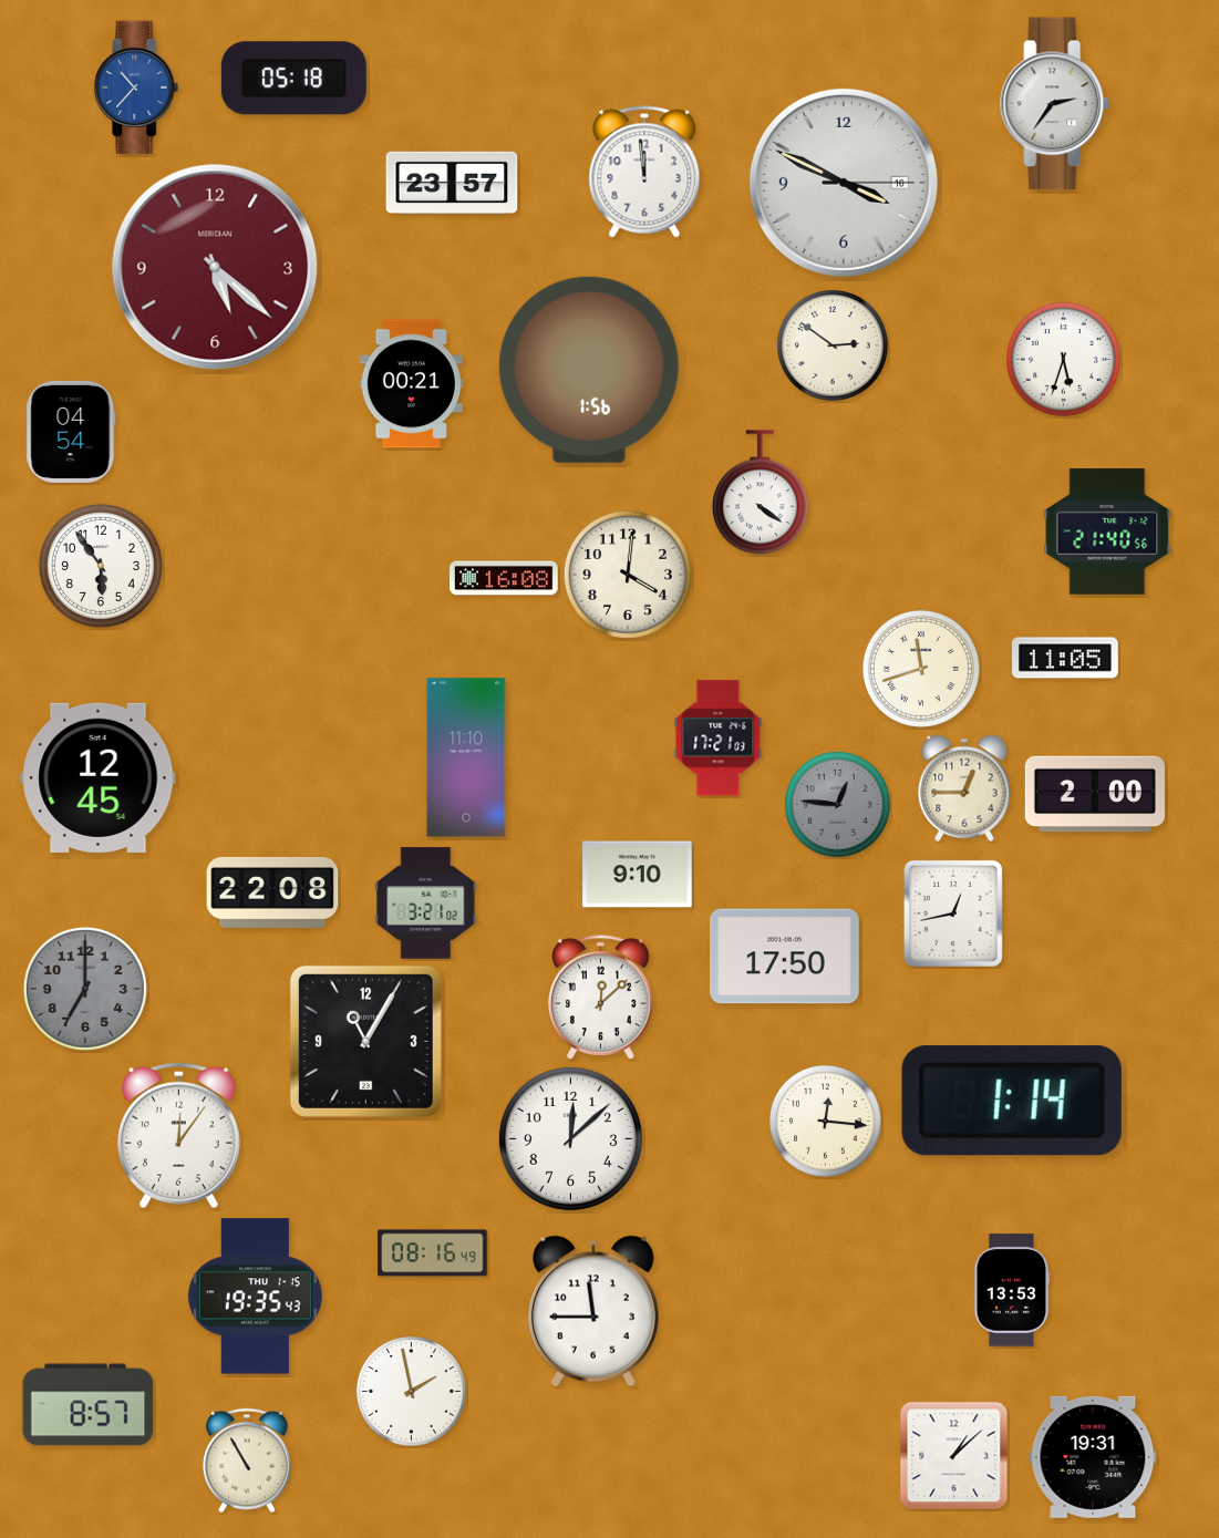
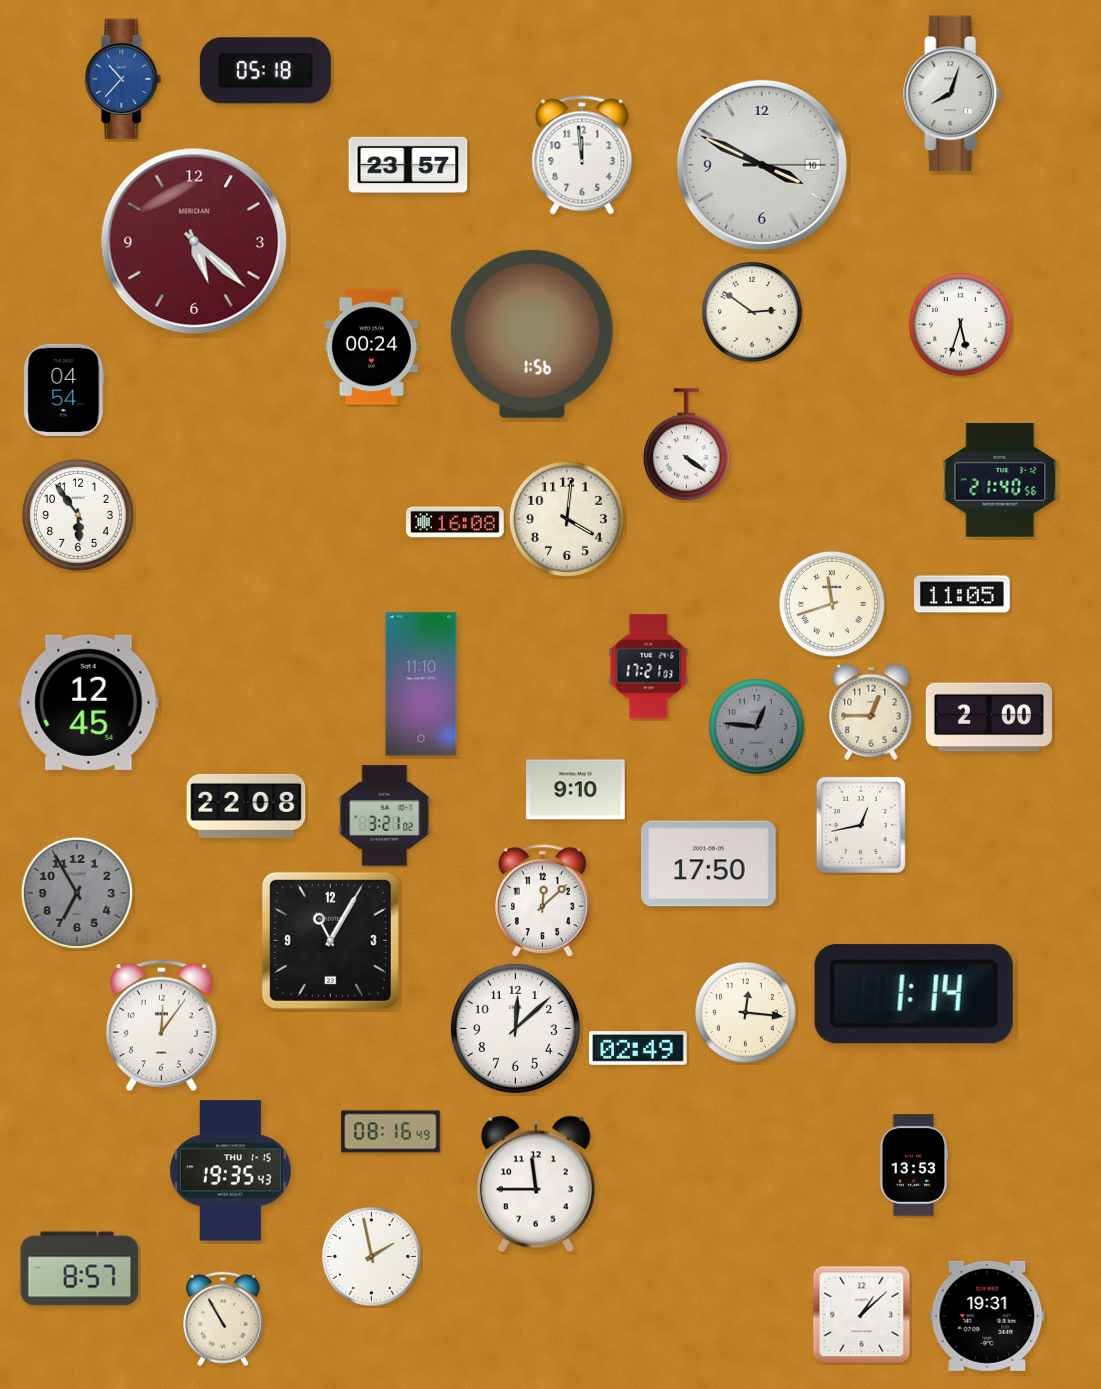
clock at (1055, 104): 2:36 -> 8:03
clock at (411, 384): 00:21 -> 00:24
clock at (101, 566) position: (101, 566) -> (78, 515)
clock at (85, 989): 7:00 -> 6:55
clock at (638, 1048): none -> 02:49
